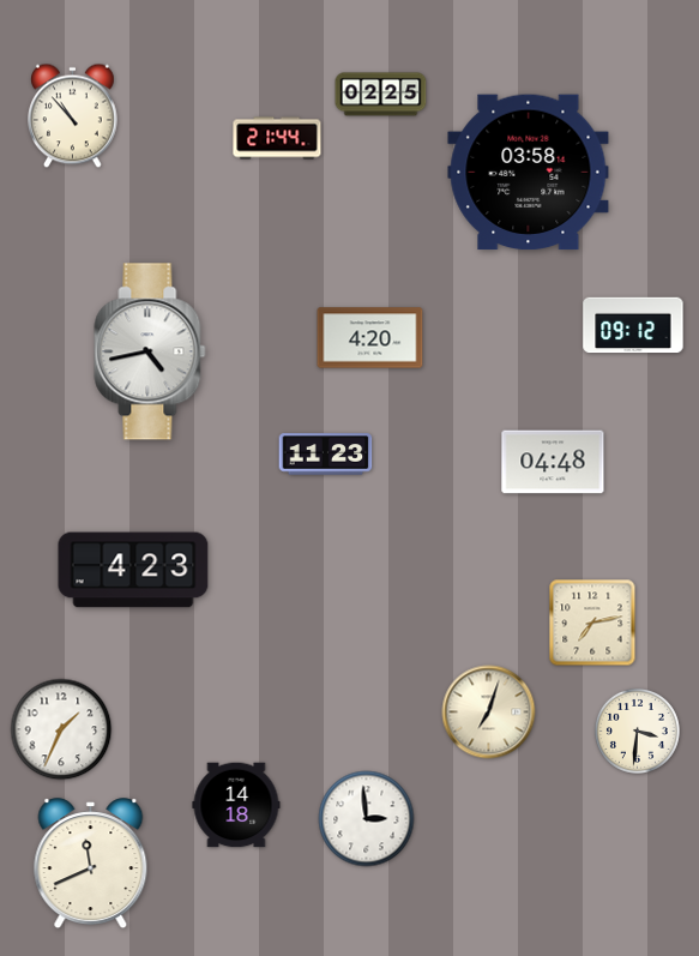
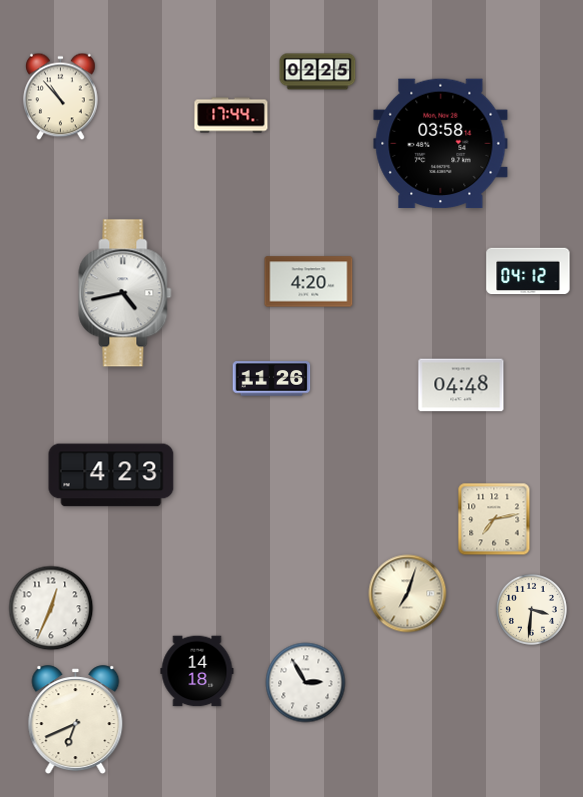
clock at (381, 95) position: (381, 95) -> (318, 72)
clock at (277, 138): 21:44 -> 17:44
clock at (633, 325): 09:12 -> 04:12
clock at (326, 455): 11:23 -> 11:26
clock at (61, 729): 1:34 -> 12:34
clock at (367, 819): 2:59 -> 2:55
clock at (91, 864): 11:41 -> 6:41
